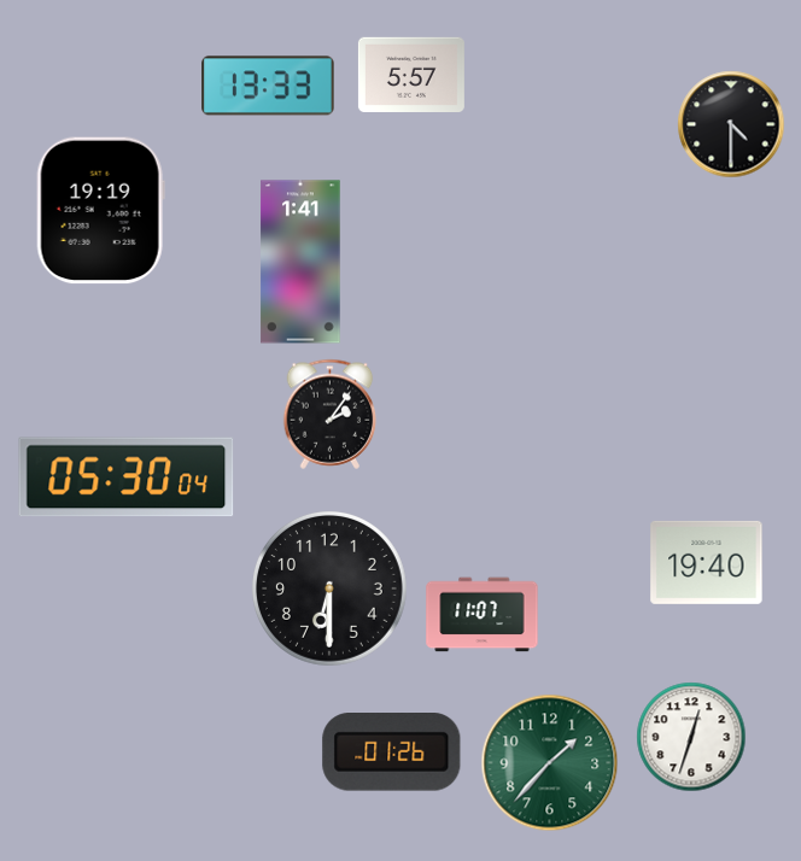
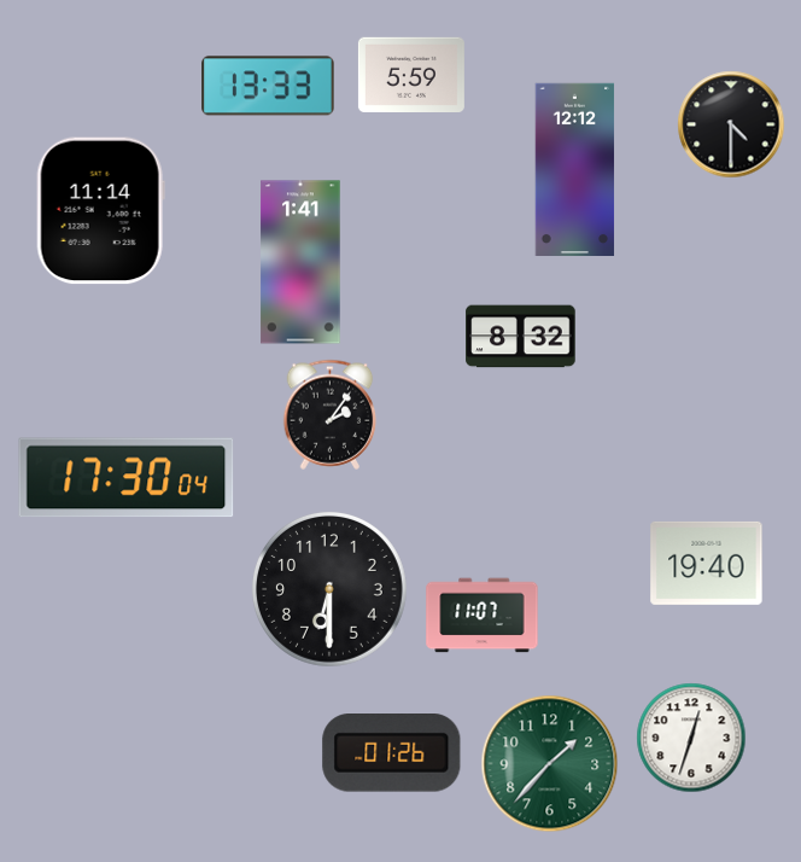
clock at (411, 74): 5:57 -> 5:59
clock at (575, 169): none -> 12:12
clock at (100, 211): 19:19 -> 11:14
clock at (521, 337): none -> 8:32
clock at (127, 478): 05:30 -> 17:30
